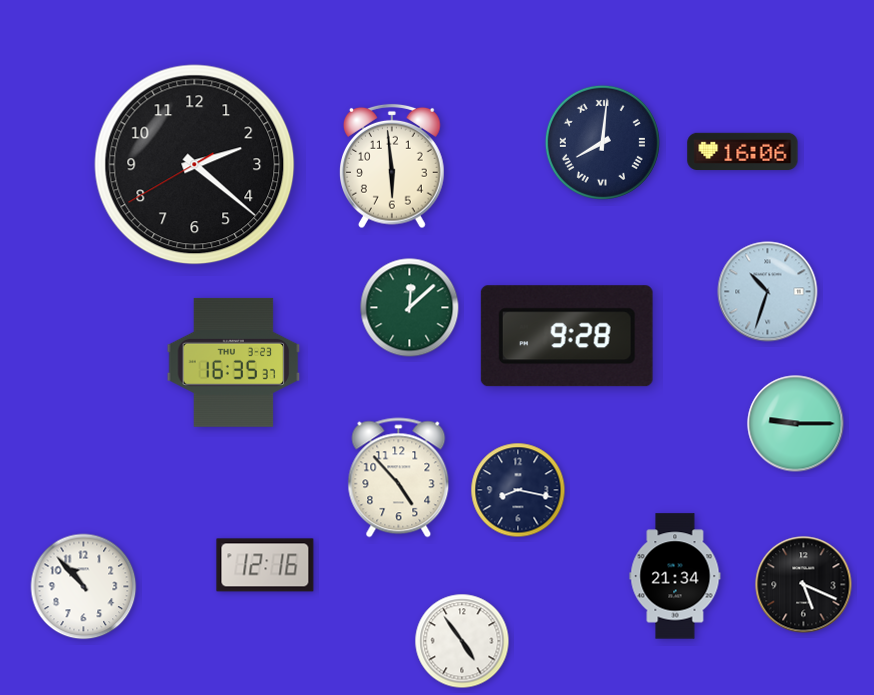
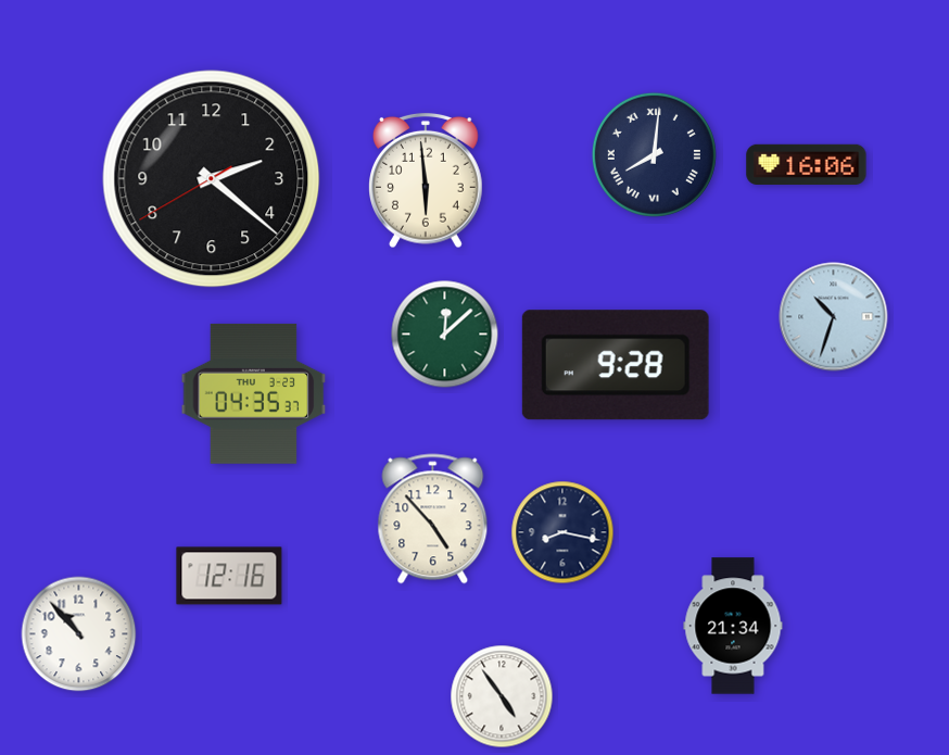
clock at (234, 362): 16:35 -> 04:35
clock at (796, 424): 9:15 -> none
clock at (265, 565) position: (265, 565) -> (229, 576)
clock at (804, 585): 5:19 -> none
clock at (84, 587) position: (84, 587) -> (79, 634)
